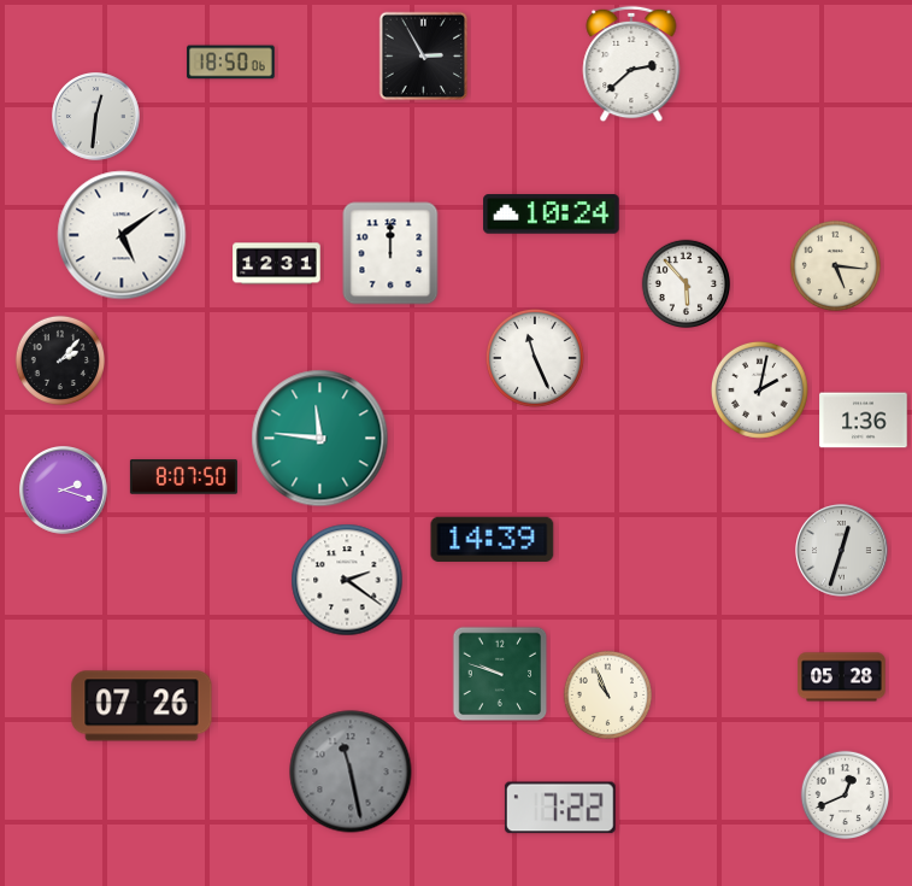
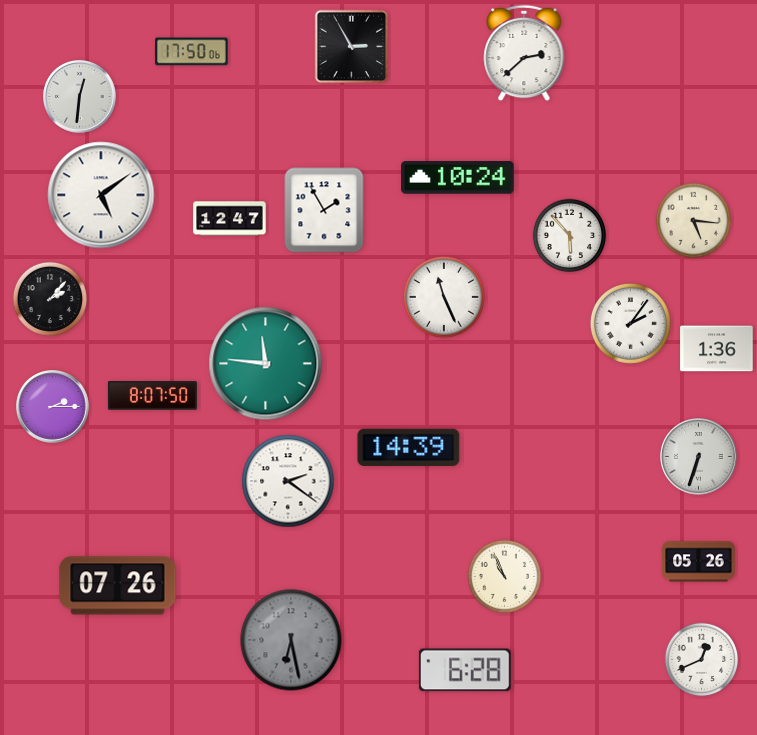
clock at (231, 63): 18:50 -> 17:50
clock at (390, 253): 12:00 -> 1:55
clock at (277, 264): 12:31 -> 12:47
clock at (759, 389): 2:02 -> 2:06
clock at (64, 491): 2:18 -> 2:15
clock at (842, 551): 12:33 -> 6:33
clock at (500, 674): 9:48 -> none
clock at (842, 677): 05:28 -> 05:26
clock at (351, 771): 11:28 -> 6:28
clock at (560, 808): 7:22 -> 6:28
